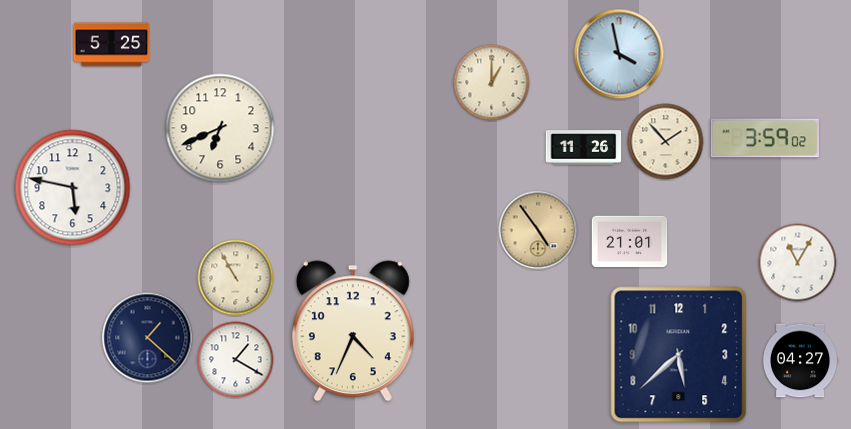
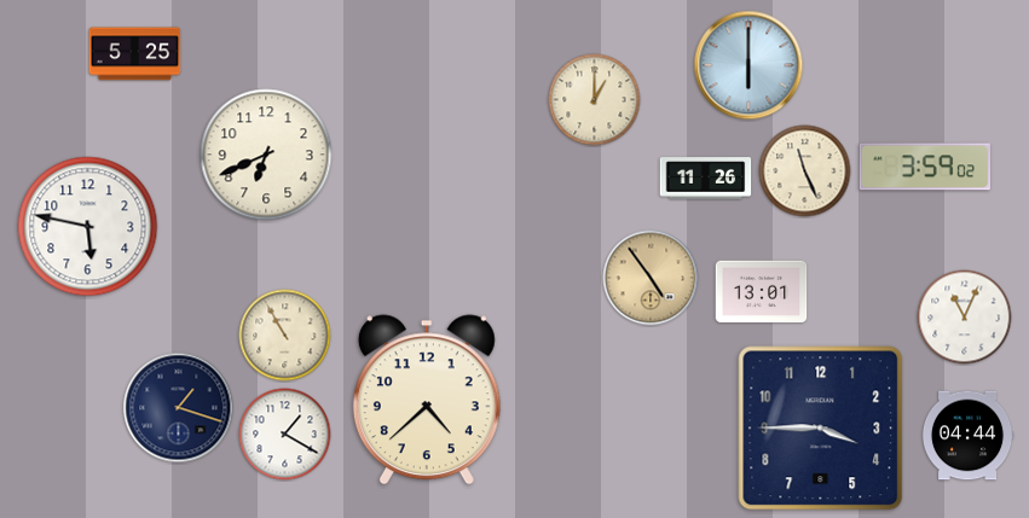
clock at (619, 54): 3:58 -> 6:00
clock at (666, 142): 1:53 -> 11:26
clock at (630, 242): 21:01 -> 13:01
clock at (798, 263): 11:05 -> 11:04
clock at (353, 331): 4:34 -> 4:38
clock at (148, 338): 1:22 -> 1:18
clock at (679, 355): 5:38 -> 3:45
clock at (800, 361): 04:27 -> 04:44
